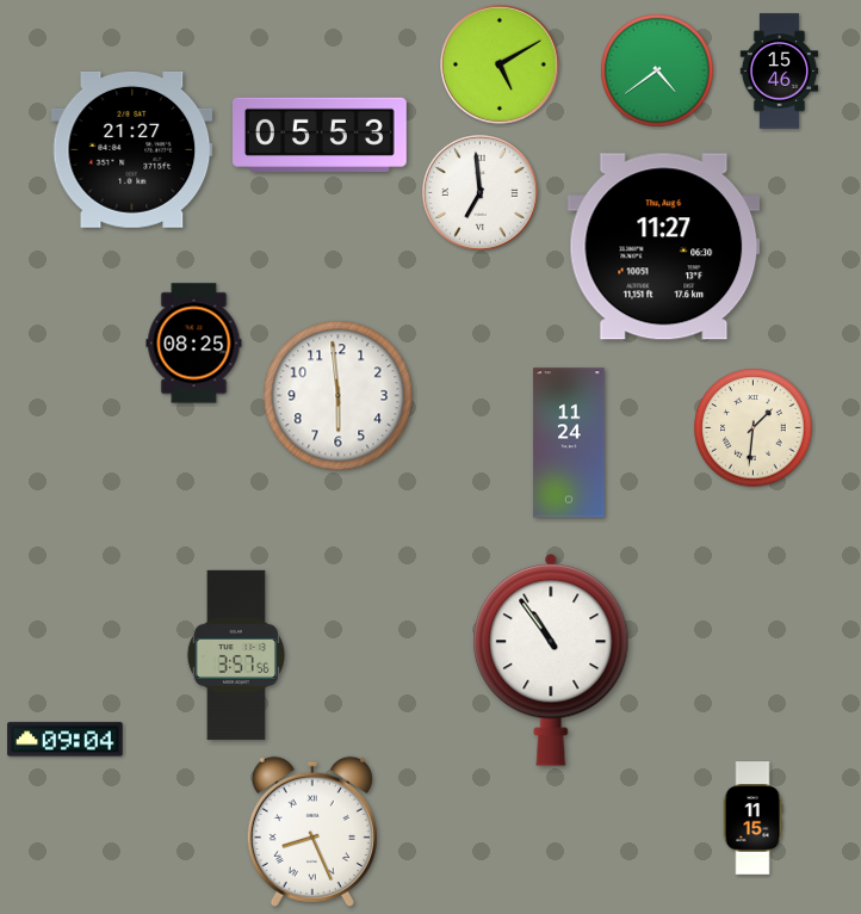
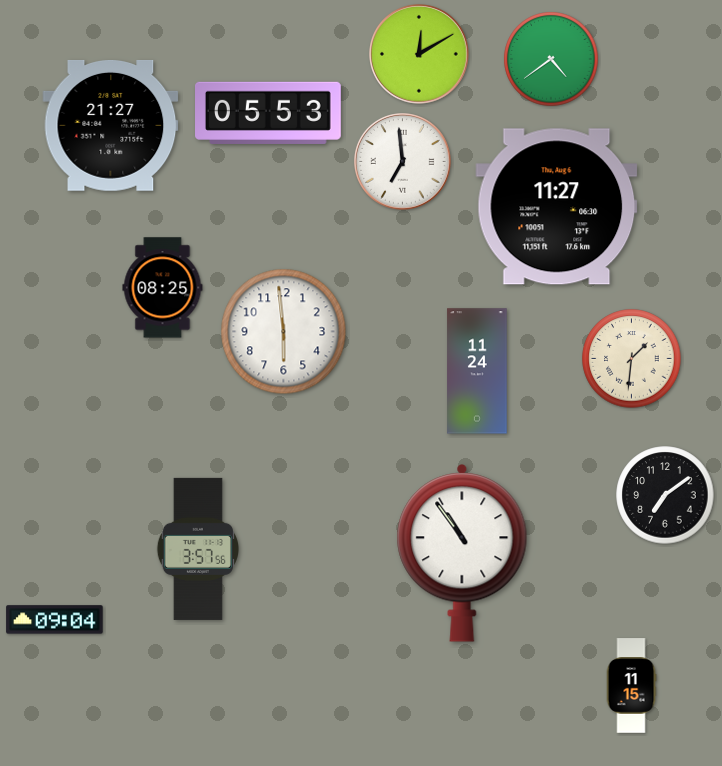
clock at (501, 66): 5:10 -> 12:10
clock at (779, 72): 15:46 -> none
clock at (665, 495): none -> 7:09
clock at (312, 832): 8:26 -> none
